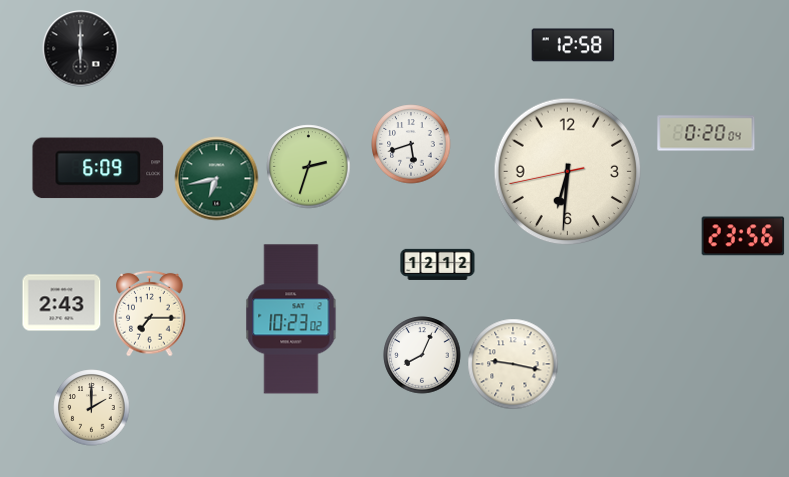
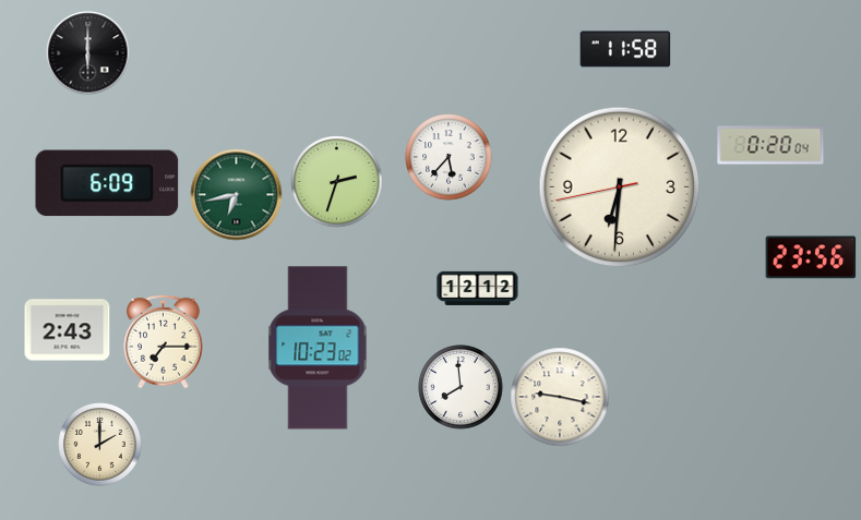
clock at (573, 45): 12:58 -> 11:58
clock at (411, 144): 5:42 -> 5:37
clock at (422, 355): 8:04 -> 7:59
